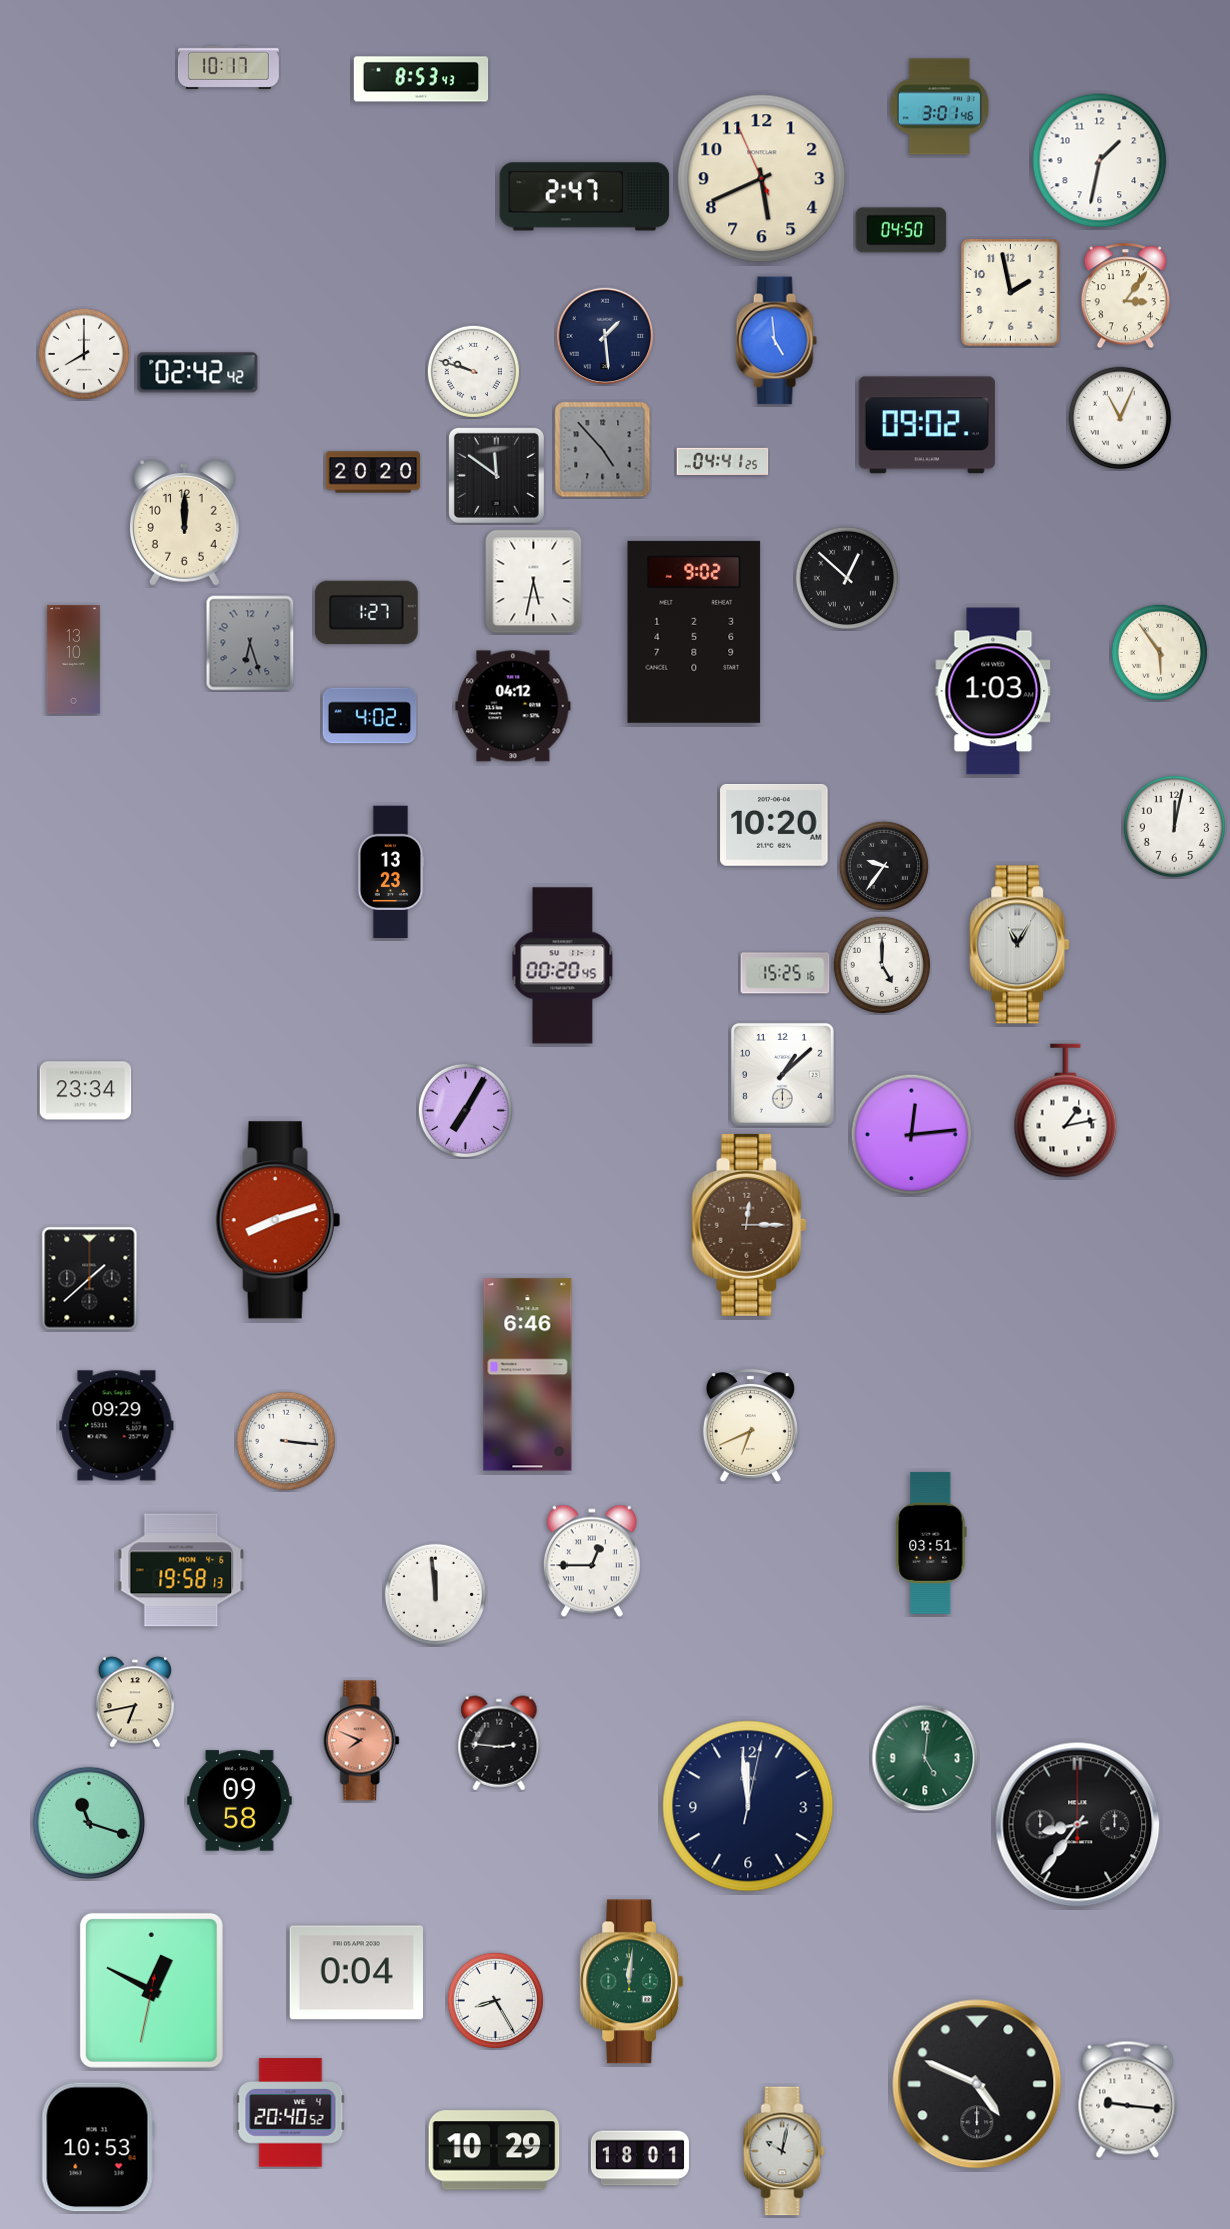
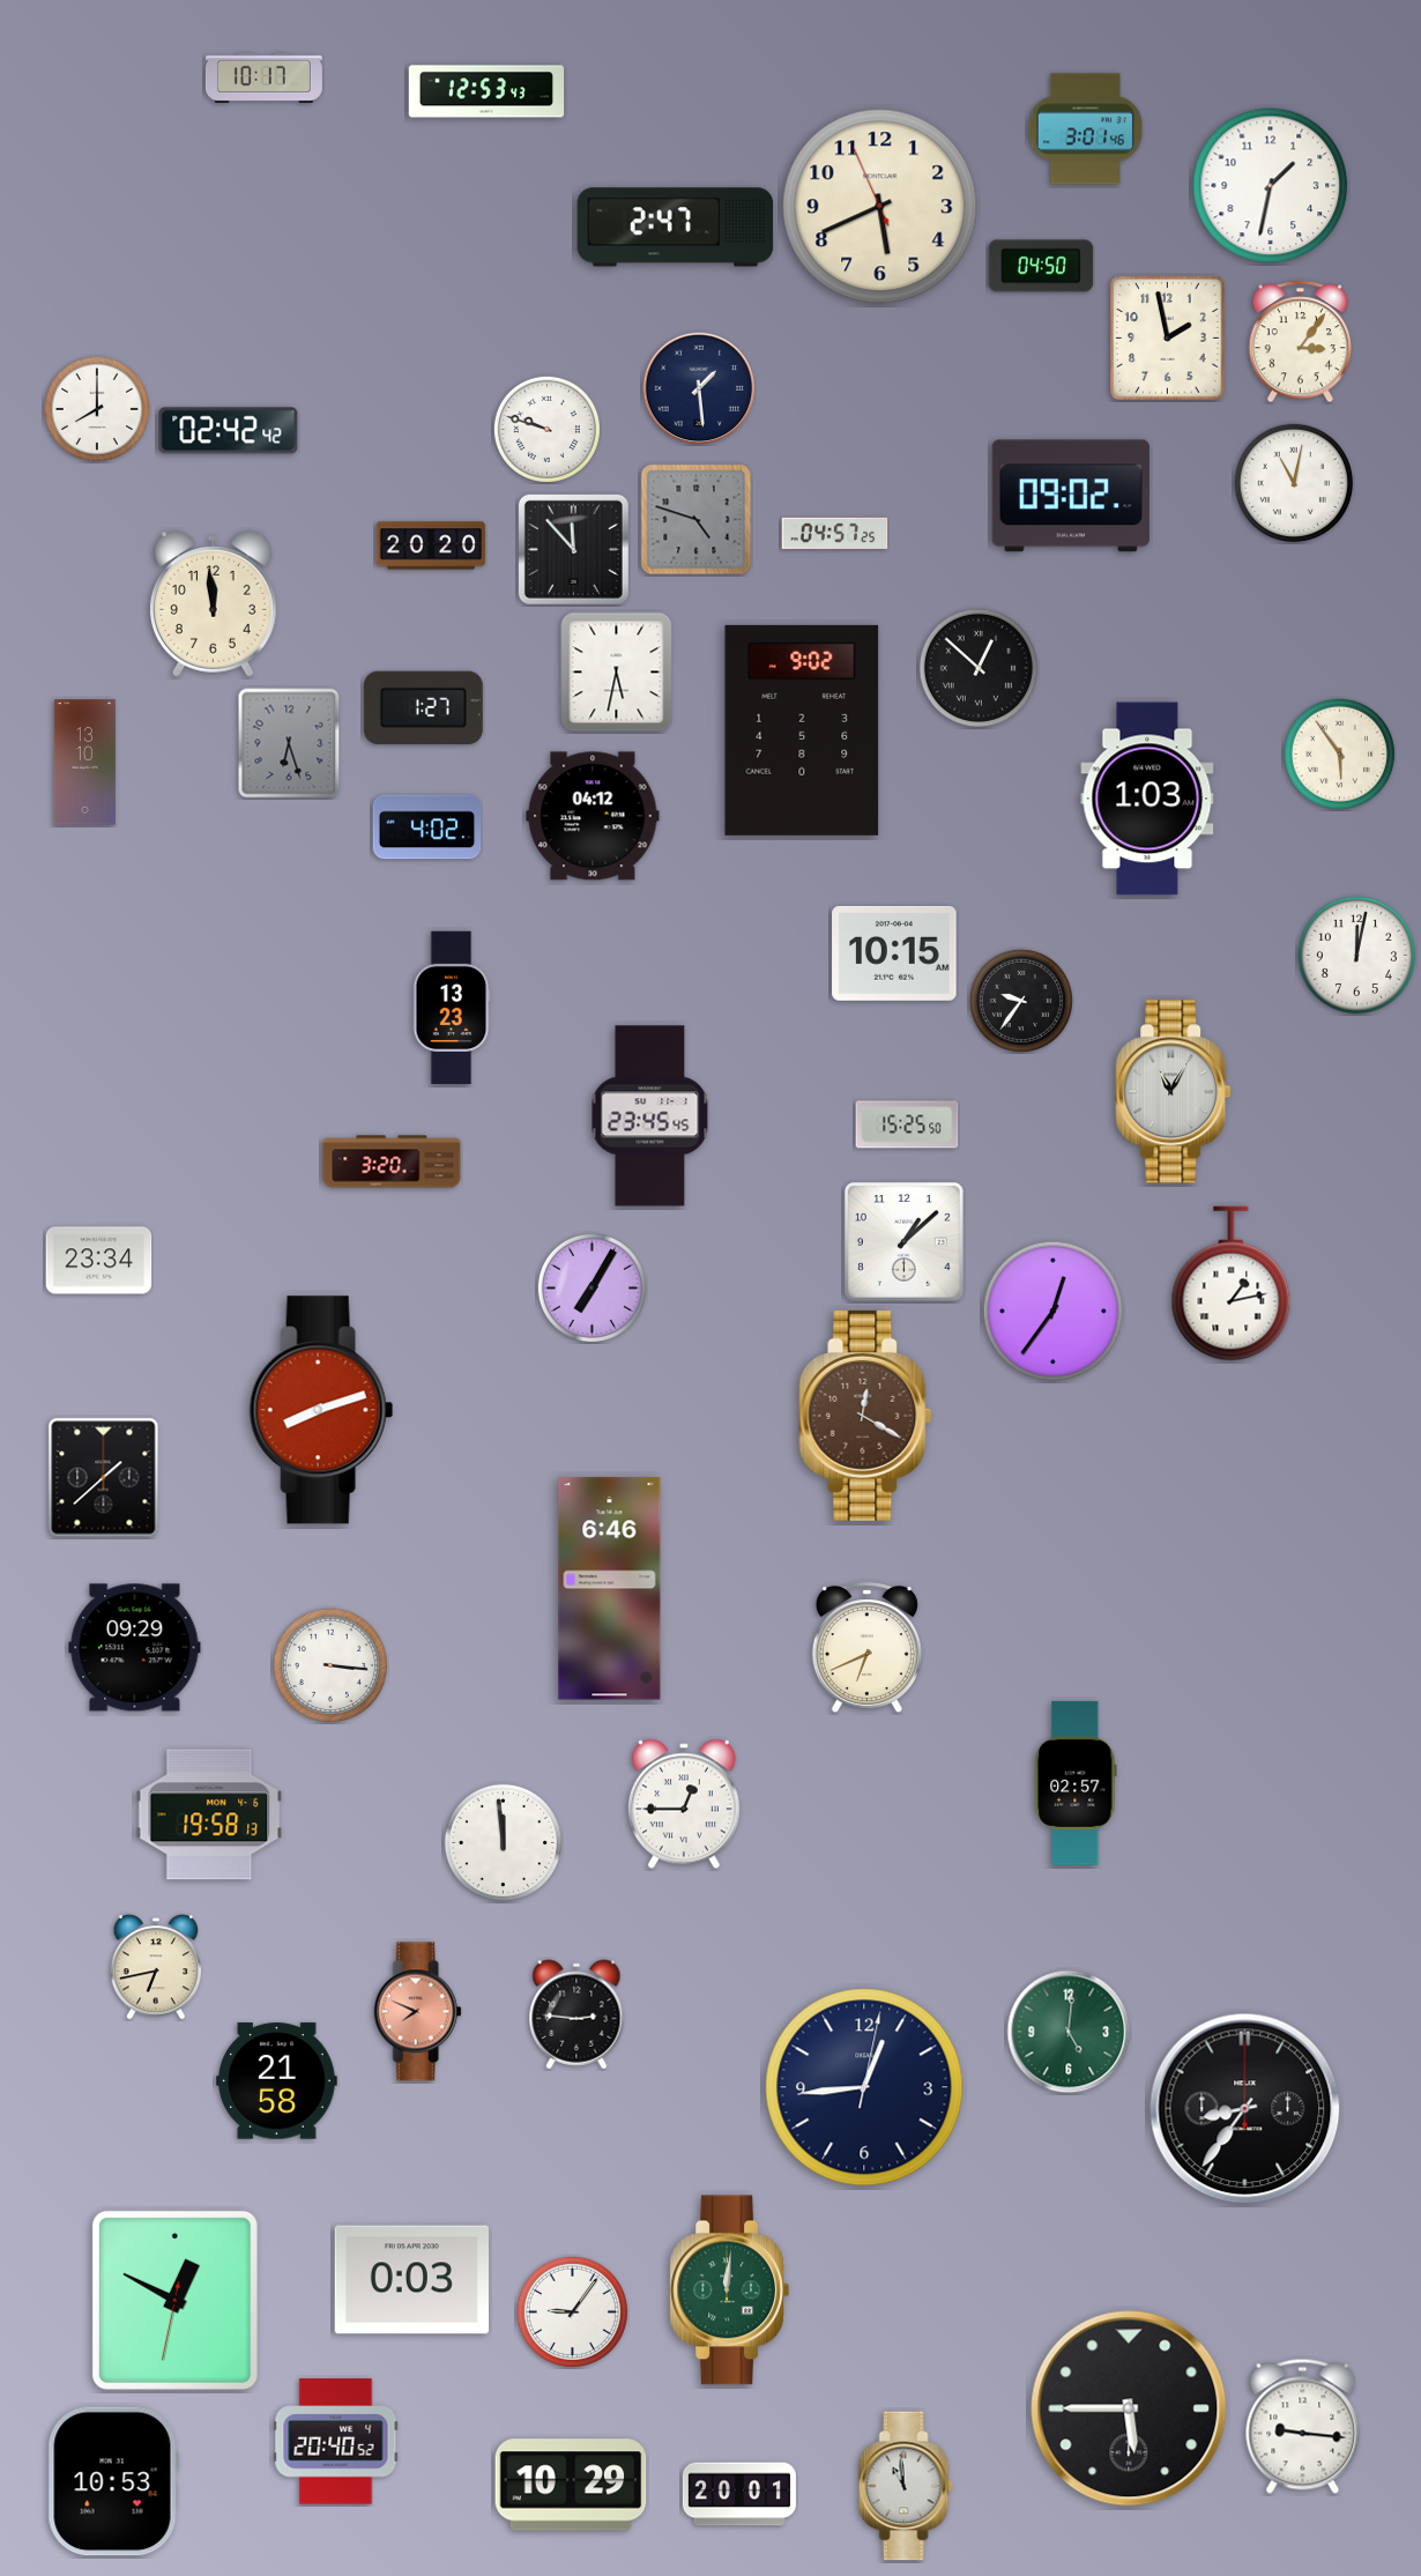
clock at (421, 79): 8:53 -> 12:53
clock at (939, 107) position: (939, 107) -> (1085, 129)
clock at (776, 341): 4:59 -> none
clock at (1119, 417): 11:04 -> 11:02
clock at (927, 425) position: (927, 425) -> (1071, 496)
clock at (603, 450): 4:53 -> 4:48
clock at (723, 461): 04:41 -> 04:57
clock at (496, 475): 11:51 -> 11:53
clock at (185, 523): 12:00 -> 11:59
clock at (774, 825): 10:20 -> 10:15
clock at (1020, 945) position: (1020, 945) -> (1174, 1092)
clock at (882, 965): 5:00 -> none
clock at (563, 966): 00:20 -> 23:45
clock at (785, 973): 15:25:16 -> 15:25:50
clock at (392, 1161): none -> 3:20
clock at (465, 1110) position: (465, 1110) -> (592, 1287)
clock at (912, 1135): 12:14 -> 12:36
clock at (749, 1225): 12:15 -> 12:20
clock at (931, 1543): 03:51 -> 02:57
clock at (240, 1801): 09:58 -> 21:58
clock at (748, 1806): 11:59 -> 12:44
clock at (89, 1823): 11:18 -> none
clock at (356, 1973): 0:04 -> 0:03
clock at (495, 2000): 8:25 -> 9:06
clock at (977, 2084): 4:49 -> 5:45
clock at (784, 2151): 10:02 -> 10:59
clock at (640, 2158): 18:01 -> 20:01
